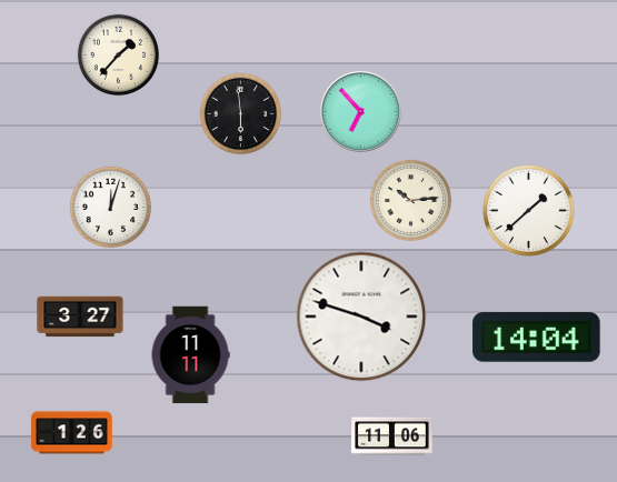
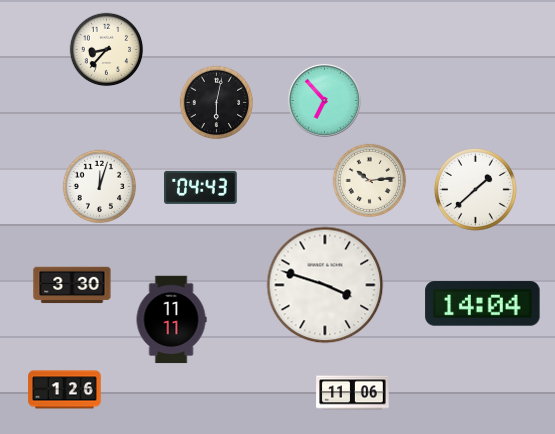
clock at (119, 56): 1:37 -> 8:37
clock at (241, 114): 5:59 -> 6:02
clock at (201, 187): none -> 04:43
clock at (80, 317): 3:27 -> 3:30
